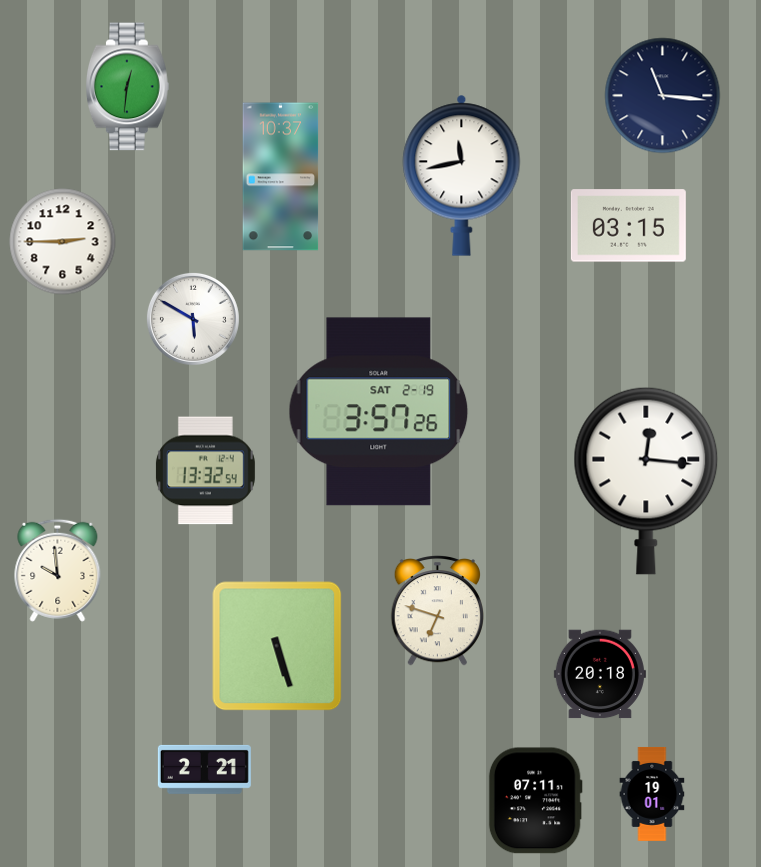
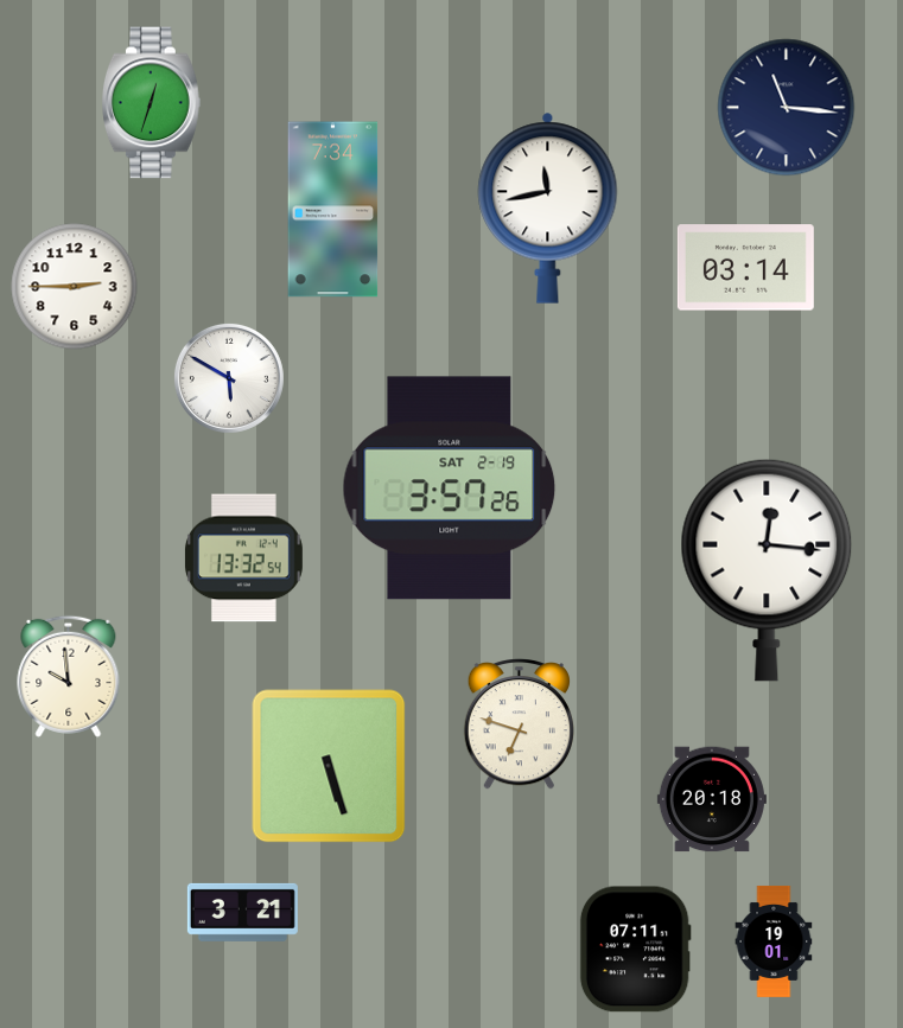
clock at (128, 87): 12:31 -> 12:33
clock at (663, 96) position: (663, 96) -> (787, 108)
clock at (281, 177): 10:37 -> 7:34
clock at (628, 226): 03:15 -> 03:14
clock at (204, 769): 2:21 -> 3:21
